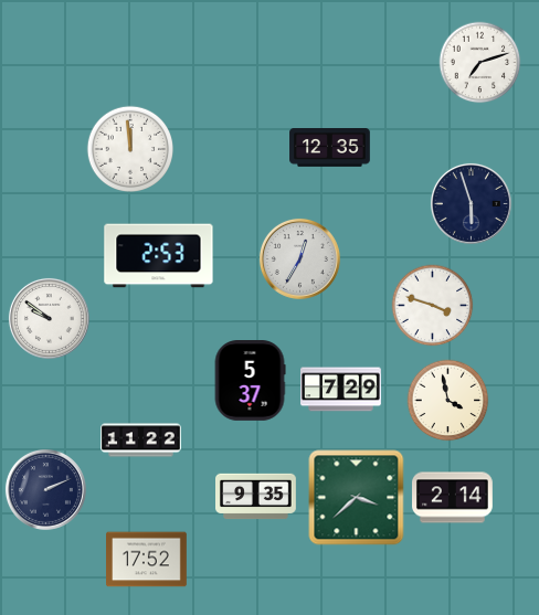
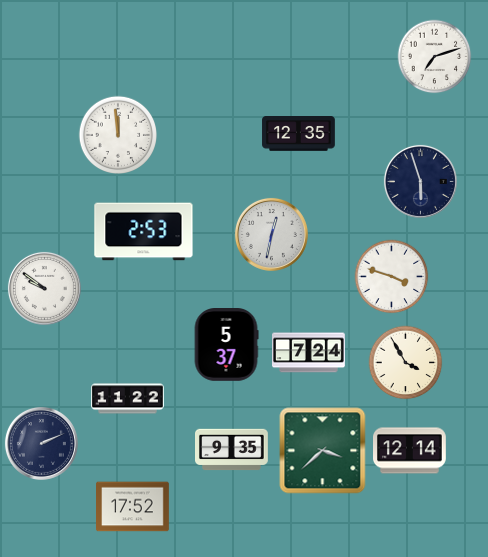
clock at (471, 203) position: (471, 203) -> (420, 181)
clock at (299, 258): 12:35 -> 12:32
clock at (341, 390): 7:29 -> 7:24
clock at (448, 401): 3:58 -> 3:55
clock at (453, 498): 2:14 -> 12:14
